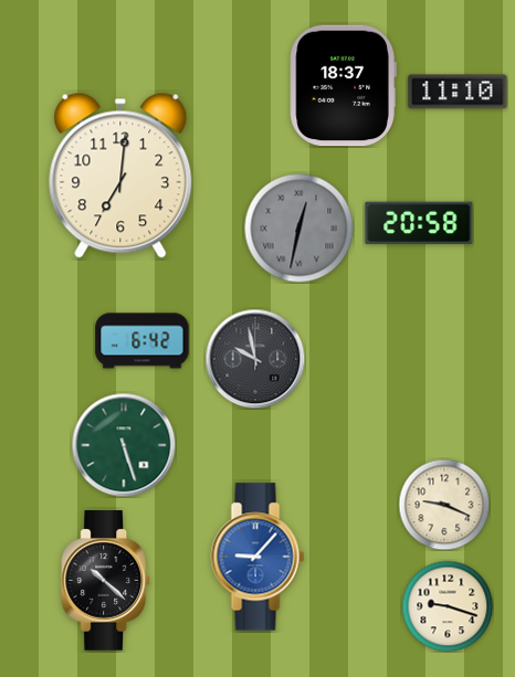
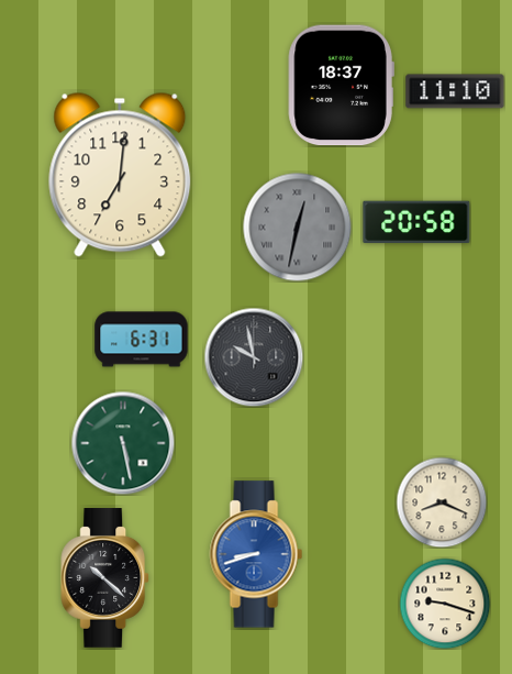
clock at (143, 341): 6:42 -> 6:31
clock at (124, 445): 5:27 -> 5:28
clock at (444, 505): 9:19 -> 8:19
clock at (257, 557): 9:07 -> 8:42
